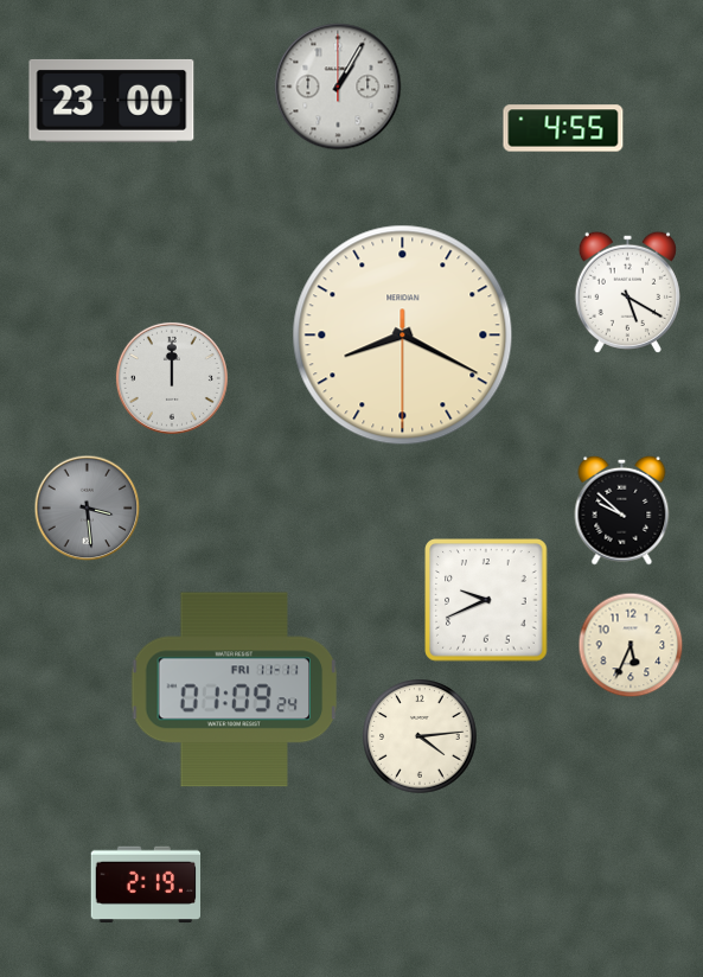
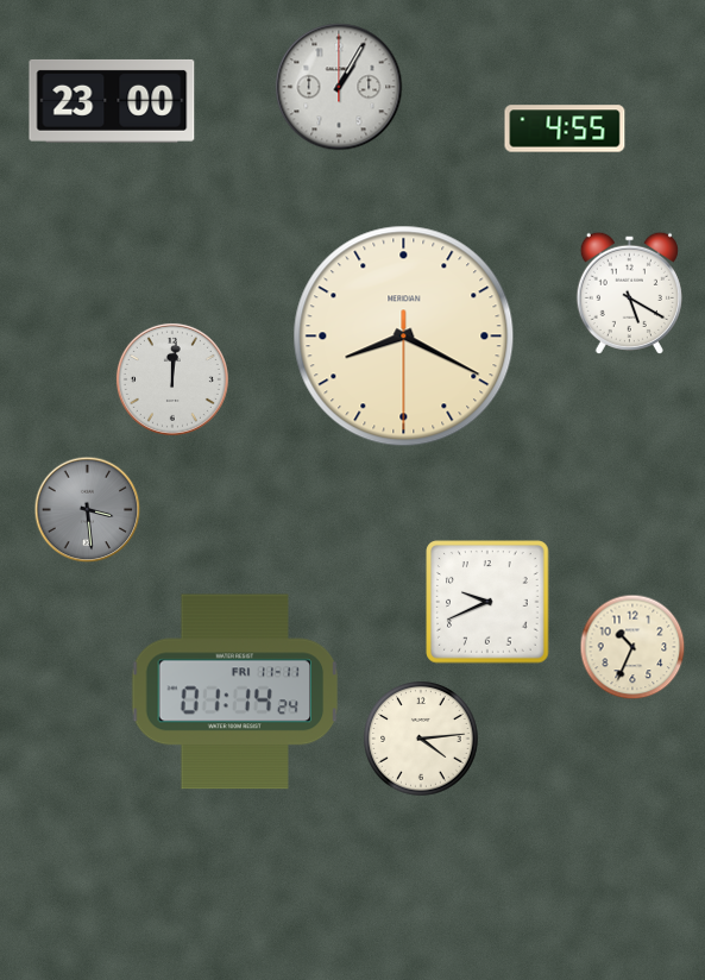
clock at (172, 378): 12:00 -> 12:01
clock at (622, 510): 9:52 -> none
clock at (631, 645): 5:34 -> 10:34
clock at (235, 690): 01:09 -> 01:14
clock at (145, 885): 2:19 -> none
